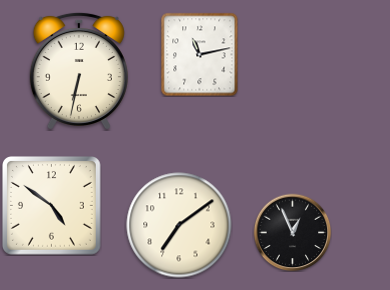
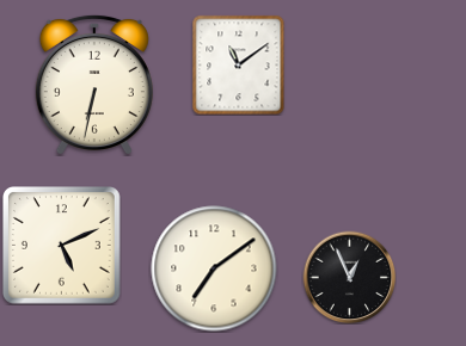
clock at (200, 54): 11:13 -> 11:09
clock at (52, 206): 4:51 -> 5:11
